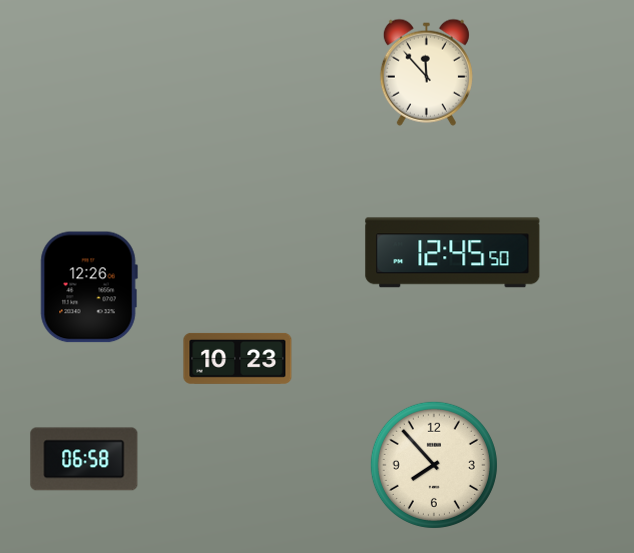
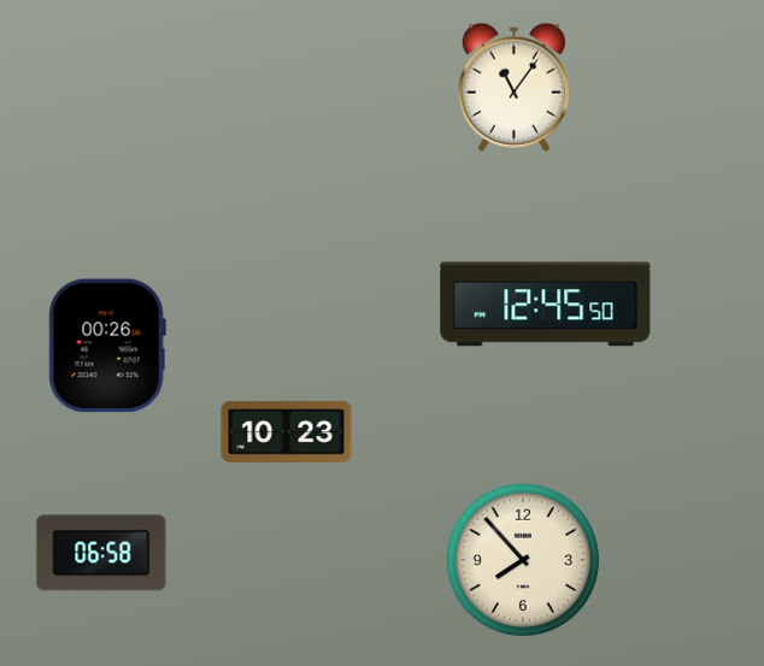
clock at (426, 72): 11:53 -> 11:06
clock at (89, 287): 12:26 -> 00:26
